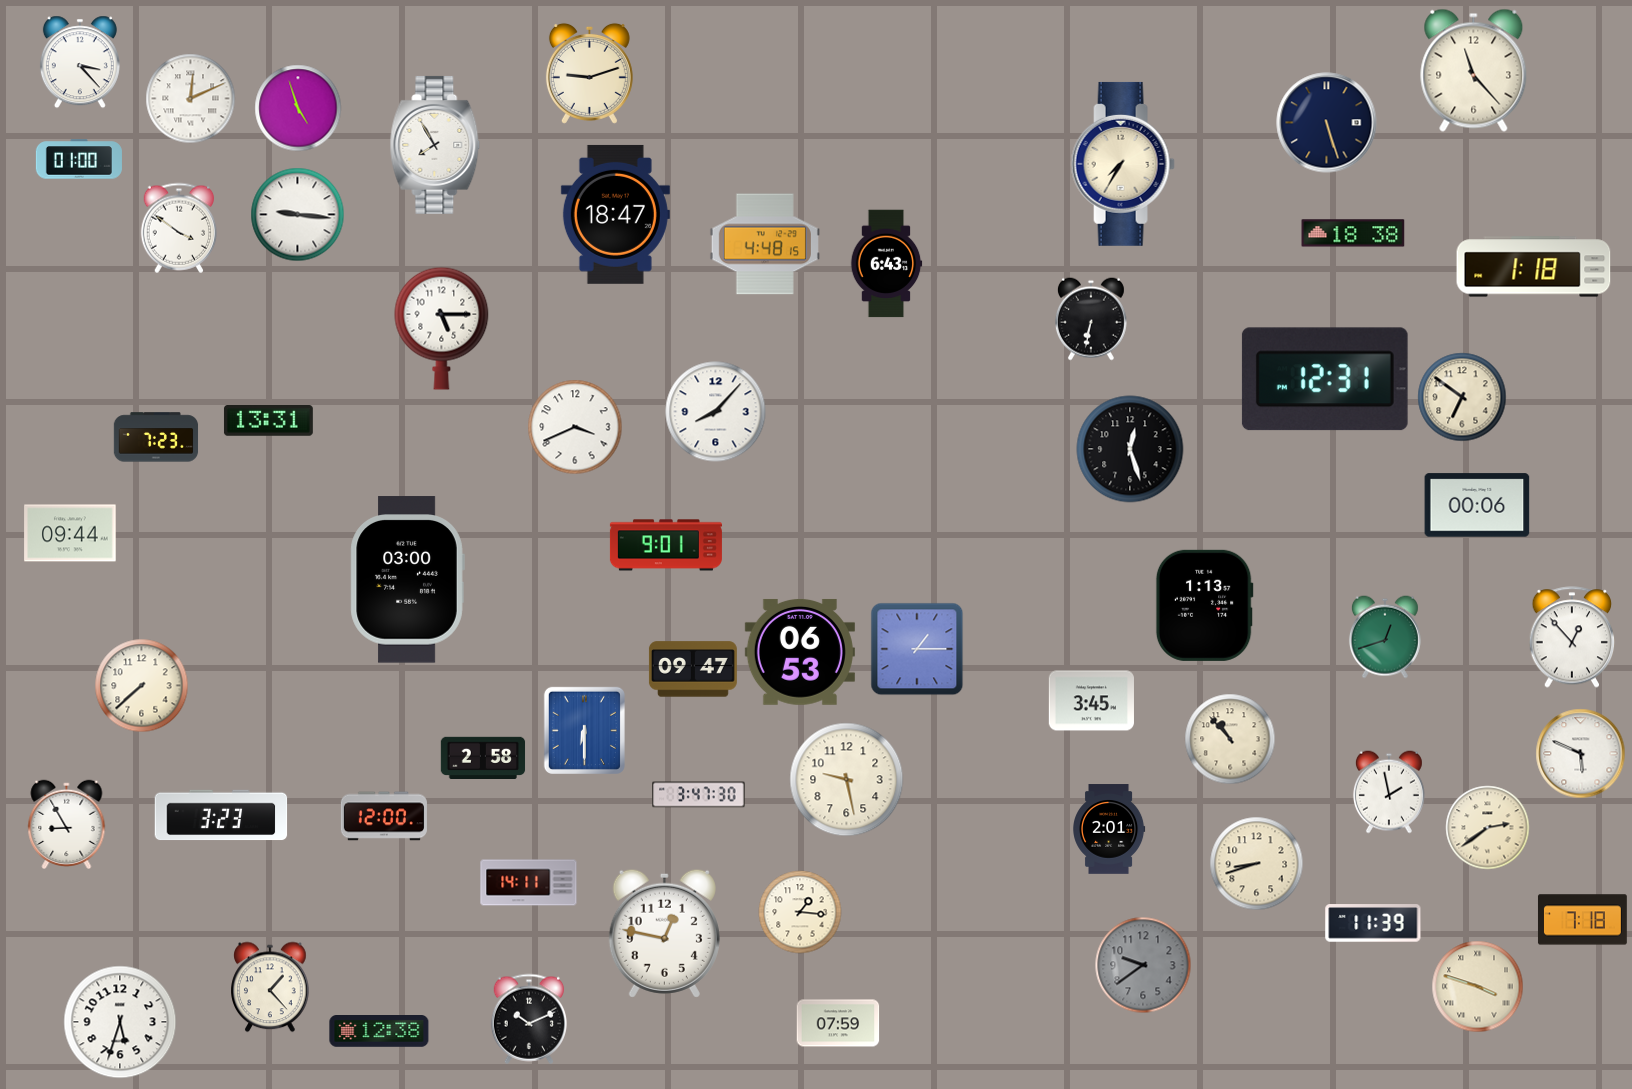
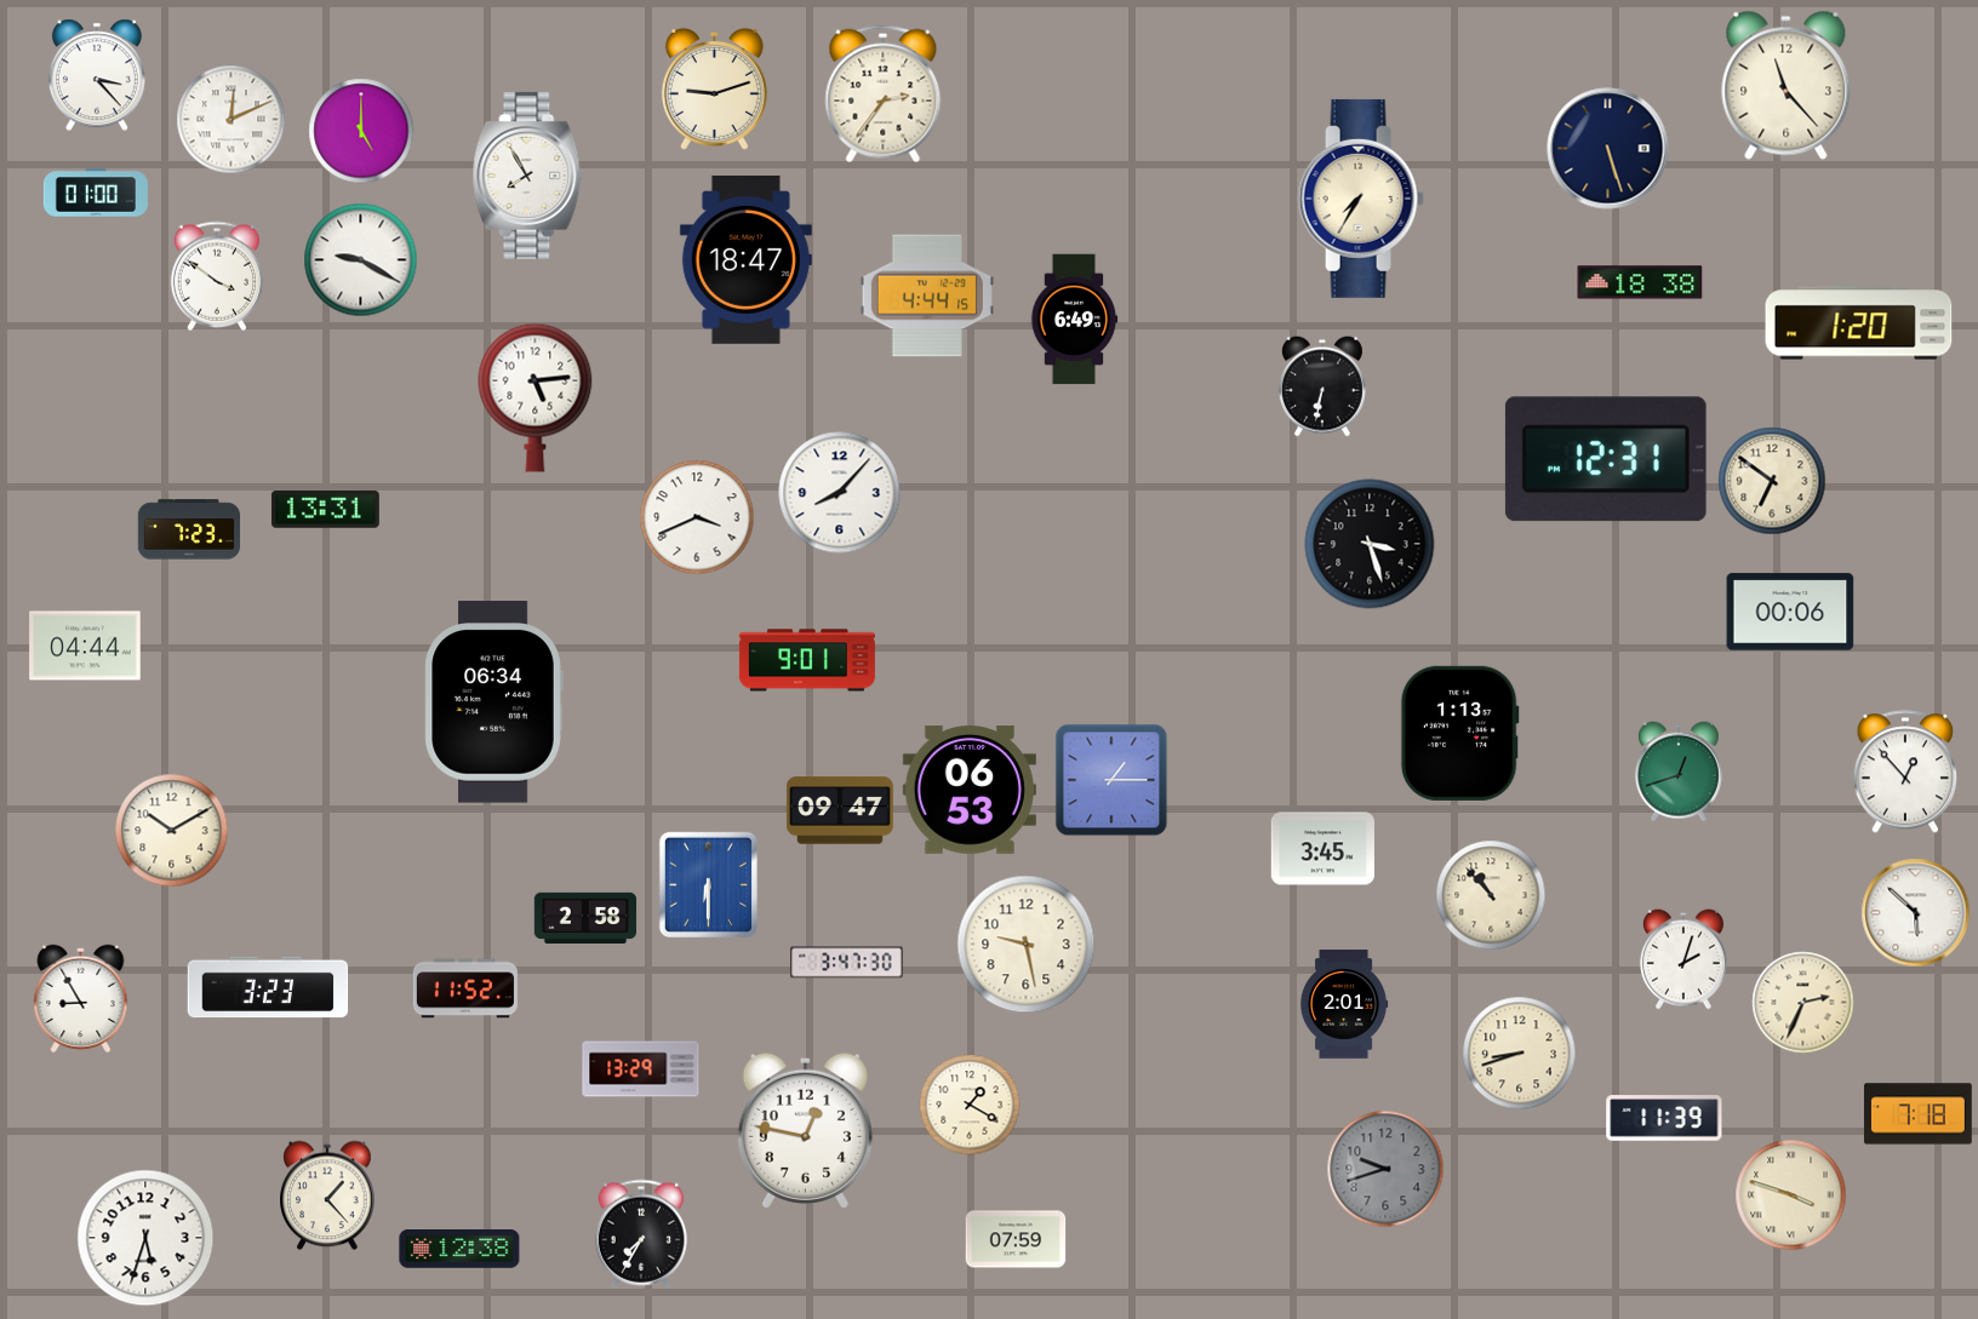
clock at (884, 94): none -> 2:36
clock at (298, 108): 4:57 -> 5:00
clock at (298, 215): 9:16 -> 9:20
clock at (765, 244): 4:48 -> 4:44
clock at (886, 264): 6:43 -> 6:49
clock at (1534, 267): 1:18 -> 1:20
clock at (442, 328): 5:15 -> 5:14
clock at (716, 412) position: (716, 412) -> (840, 493)
clock at (1130, 449): 12:27 -> 3:27
clock at (70, 533): 09:44 -> 04:44
clock at (407, 580): 03:00 -> 06:34
clock at (917, 649) position: (917, 649) -> (1111, 780)
clock at (142, 686): 7:38 -> 10:10
clock at (1581, 754): 5:49 -> 5:52
clock at (1389, 792): 1:58 -> 2:03
clock at (384, 816): 12:00 -> 11:52
clock at (1488, 828): 2:39 -> 2:34
clock at (1257, 864) position: (1257, 864) -> (1520, 1054)
clock at (529, 883): 14:11 -> 13:29
clock at (800, 912): 1:16 -> 1:20
clock at (1143, 965): 9:39 -> 9:42
clock at (528, 1019): 10:11 -> 7:35
